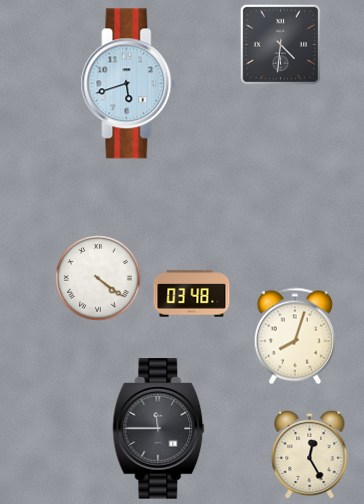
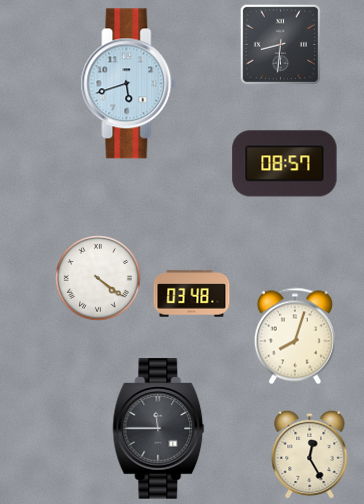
clock at (280, 44): 4:31 -> 8:31
clock at (285, 164): none -> 08:57
